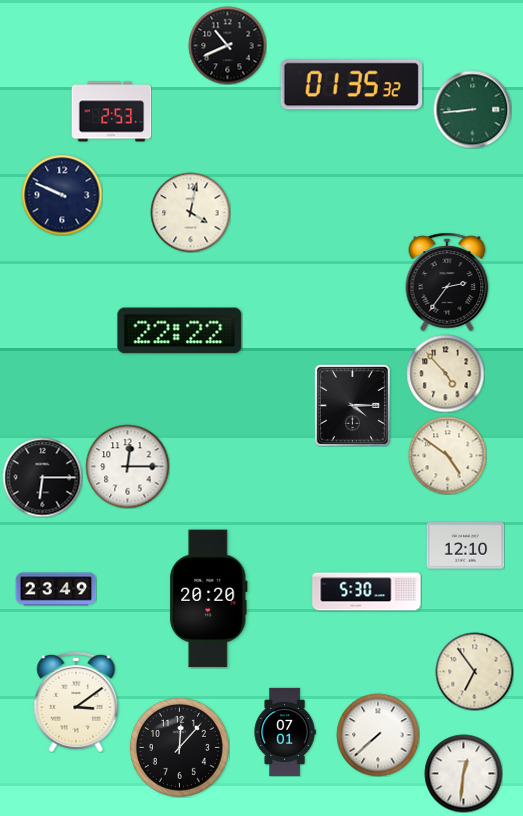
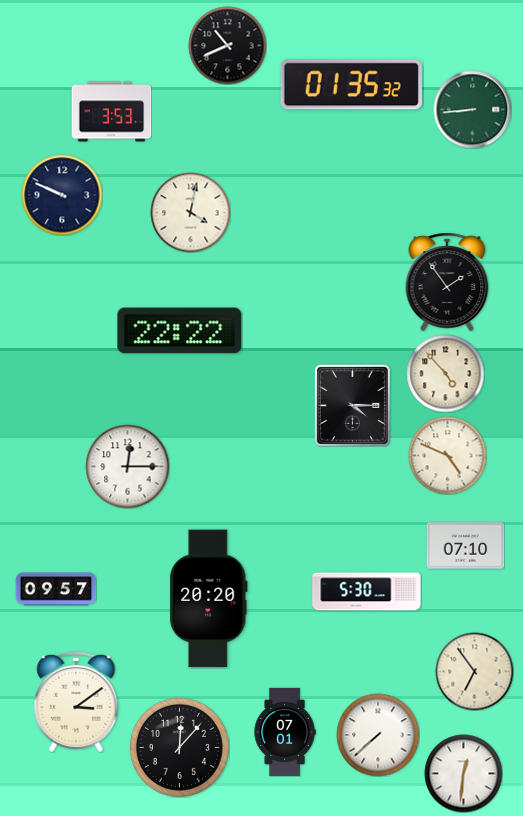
clock at (111, 112): 2:53 -> 3:53
clock at (447, 282): 2:36 -> 1:54
clock at (447, 455): 4:51 -> 4:49
clock at (42, 477): 6:15 -> none
clock at (465, 546): 12:10 -> 07:10
clock at (56, 589): 23:49 -> 09:57
